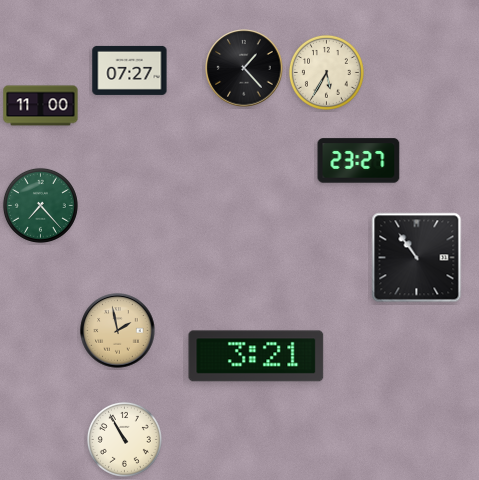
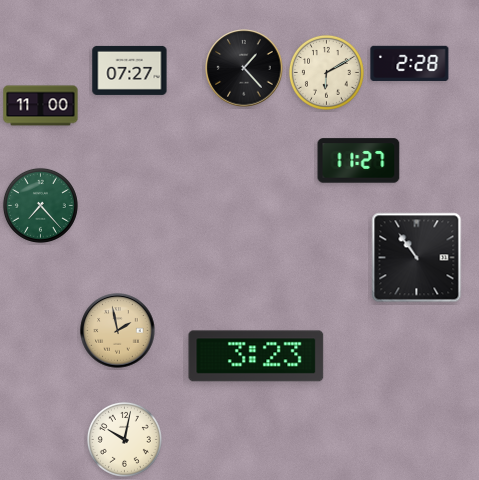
clock at (410, 63): none -> 2:28
clock at (326, 72): 5:35 -> 6:10
clock at (359, 161): 23:27 -> 11:27
clock at (256, 356): 3:21 -> 3:23
clock at (124, 439): 10:55 -> 10:02
